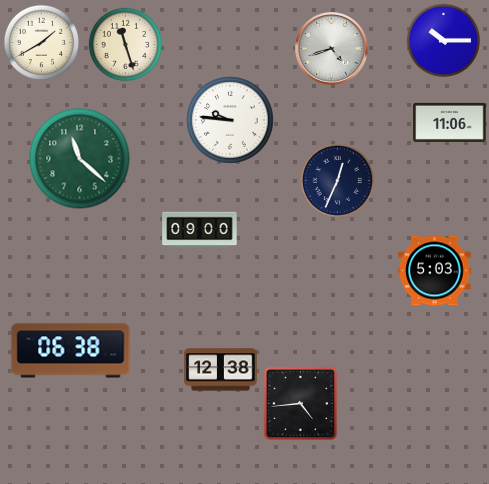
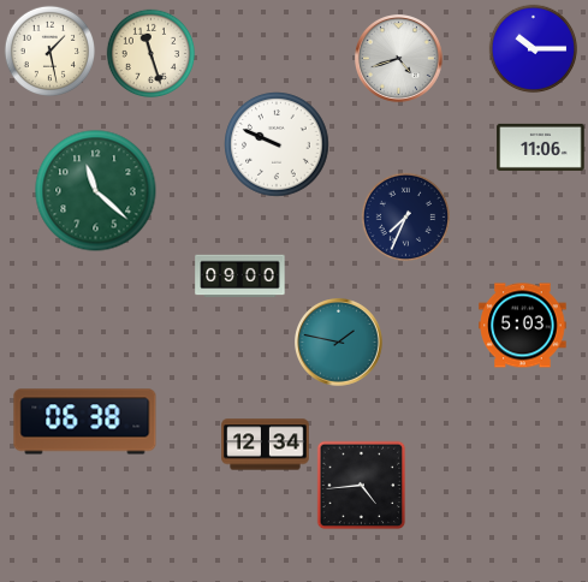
clock at (41, 42): 1:40 -> 1:28
clock at (230, 120): 9:46 -> 9:49
clock at (338, 181): 12:34 -> 7:34
clock at (339, 343): none -> 1:47
clock at (221, 370): 12:38 -> 12:34
